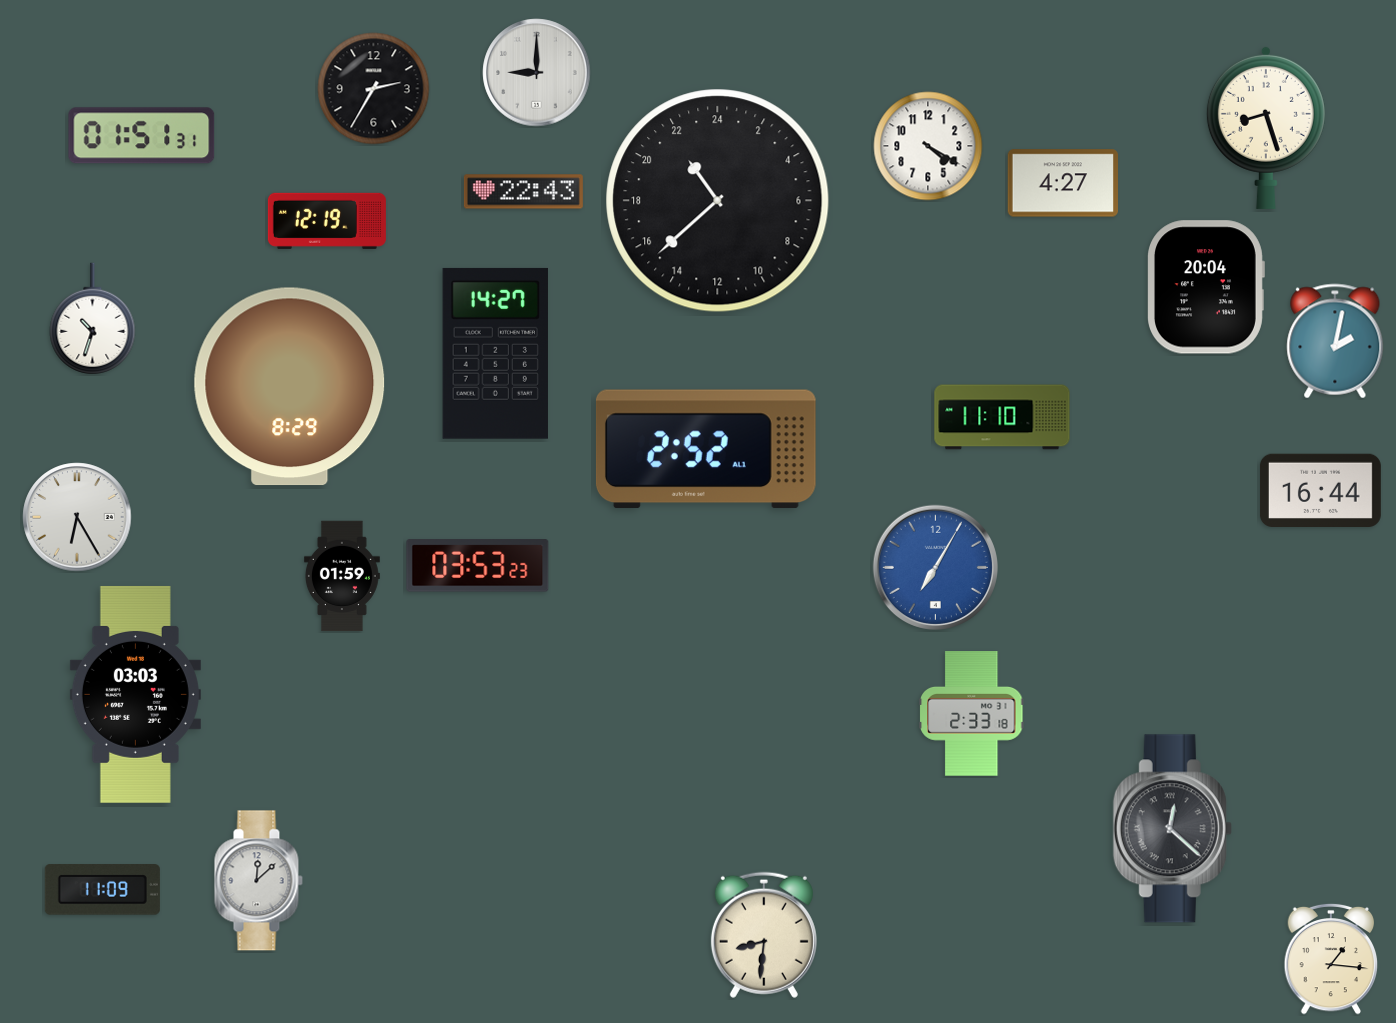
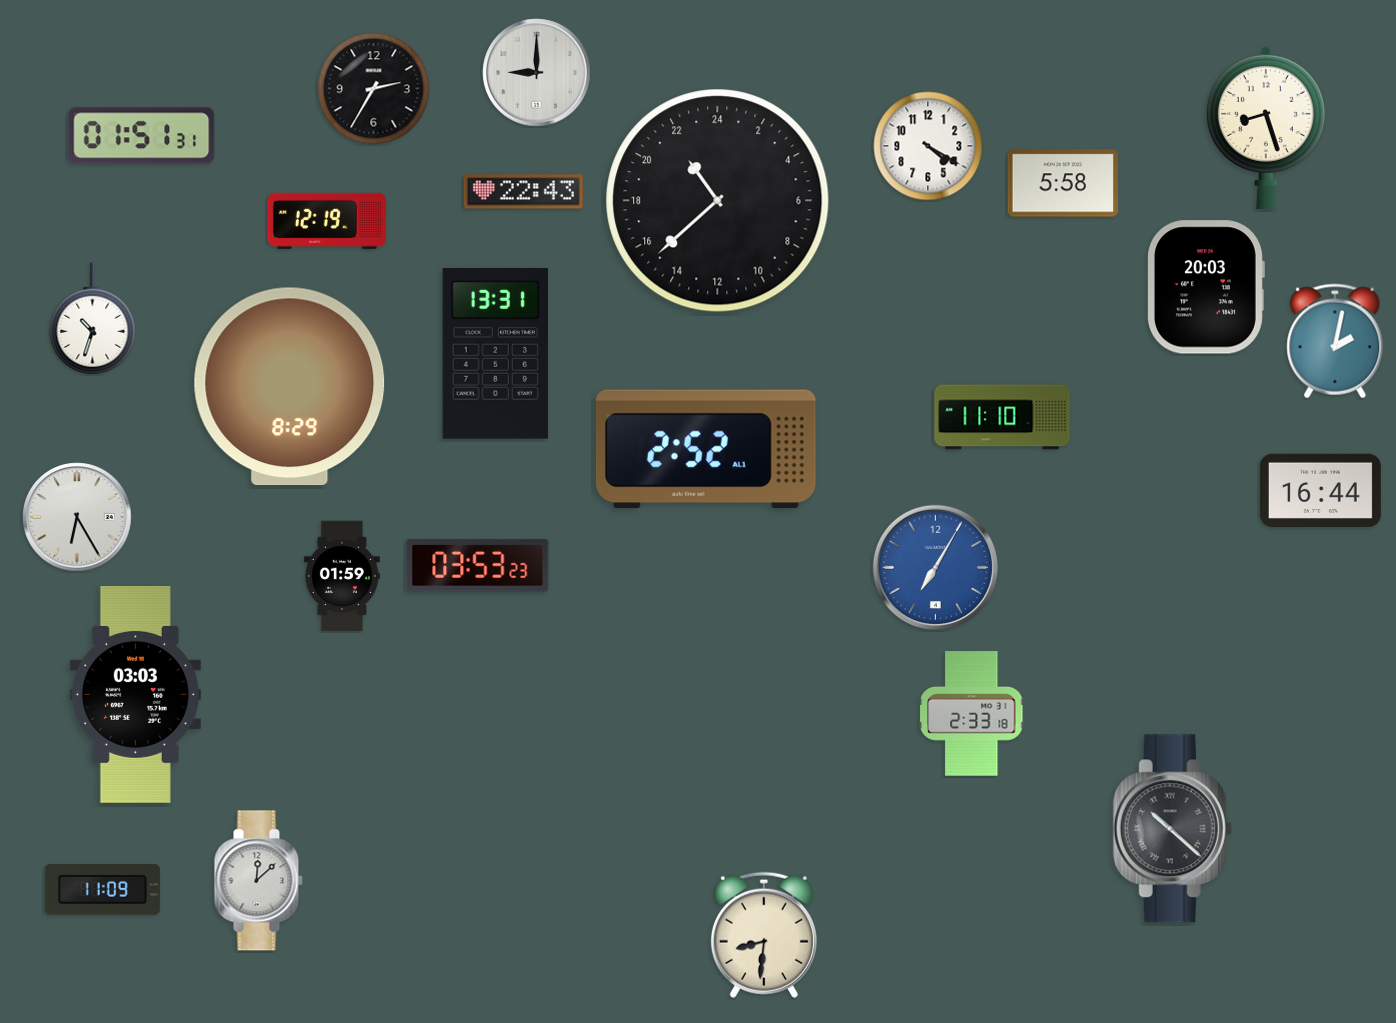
clock at (1062, 183): 4:27 -> 5:58
clock at (1206, 287): 20:04 -> 20:03
clock at (495, 353): 14:27 -> 13:31
clock at (1172, 829): 12:22 -> 10:22
clock at (1331, 959): 1:16 -> none
